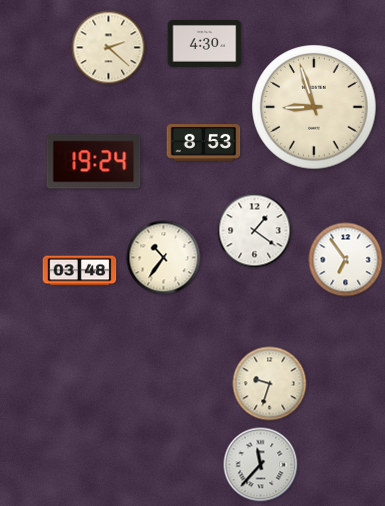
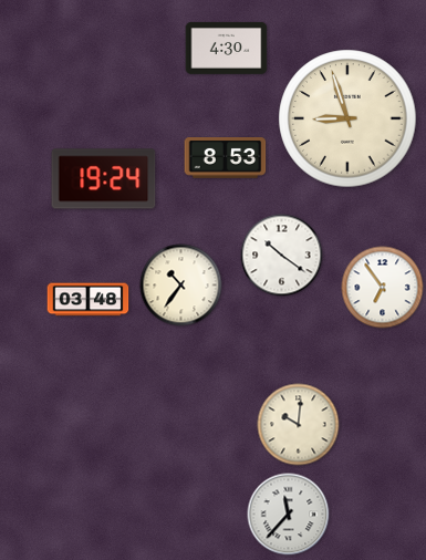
clock at (109, 48): 2:22 -> none
clock at (255, 231): 1:21 -> 10:21
clock at (270, 384): 9:33 -> 10:01
